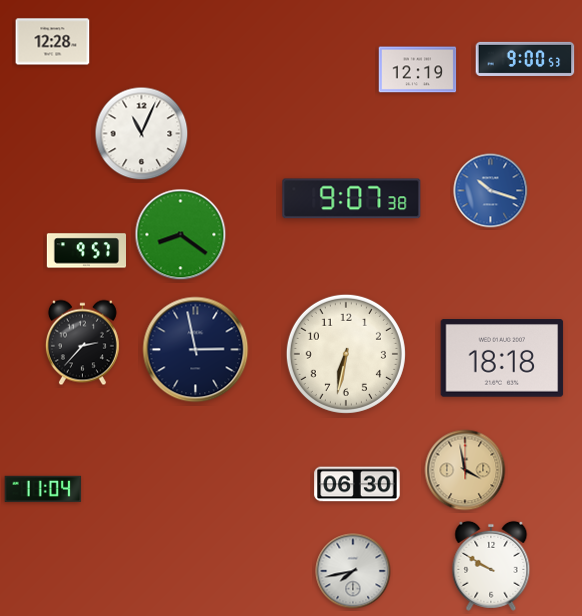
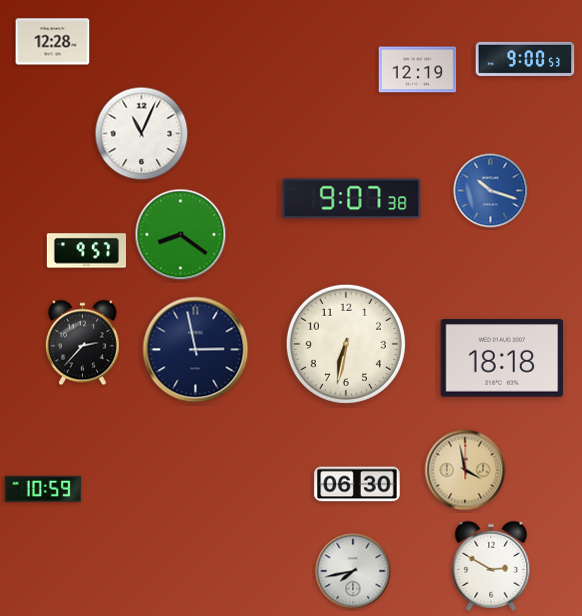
clock at (346, 354) position: (346, 354) -> (346, 344)
clock at (43, 489): 11:04 -> 10:59
clock at (491, 566): 9:50 -> 2:50
